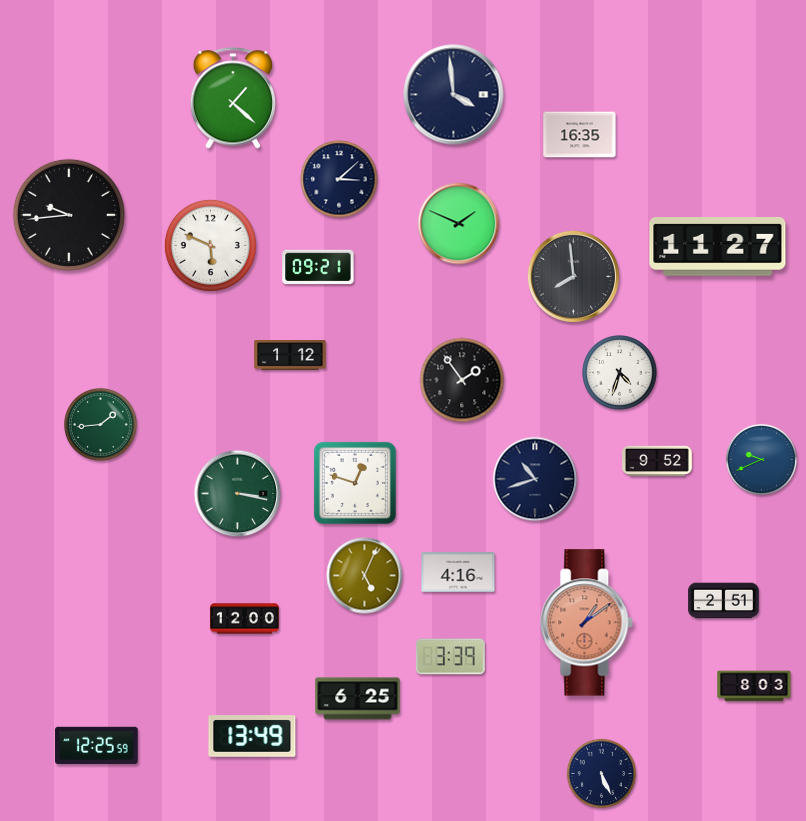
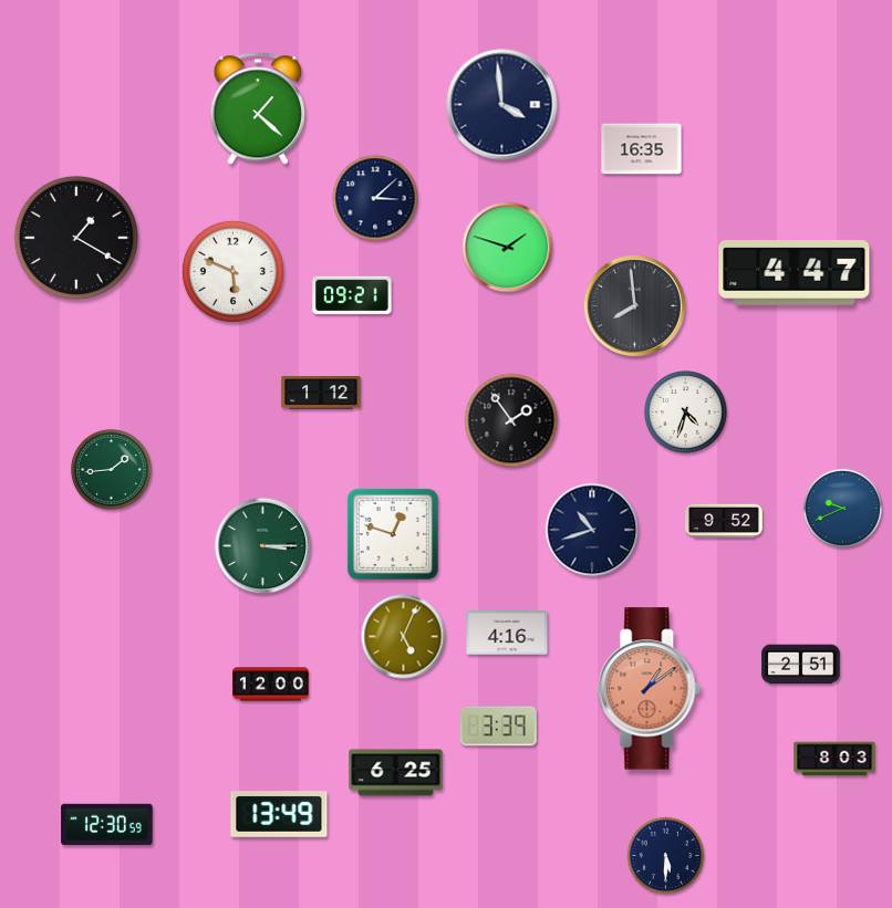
clock at (69, 215): 9:44 -> 1:20
clock at (459, 224): 1:49 -> 1:48
clock at (718, 247): 11:27 -> 4:47
clock at (657, 460) position: (657, 460) -> (724, 520)
clock at (238, 494): 3:17 -> 3:15
clock at (97, 745): 12:25 -> 12:30
clock at (602, 774): 5:26 -> 5:30
